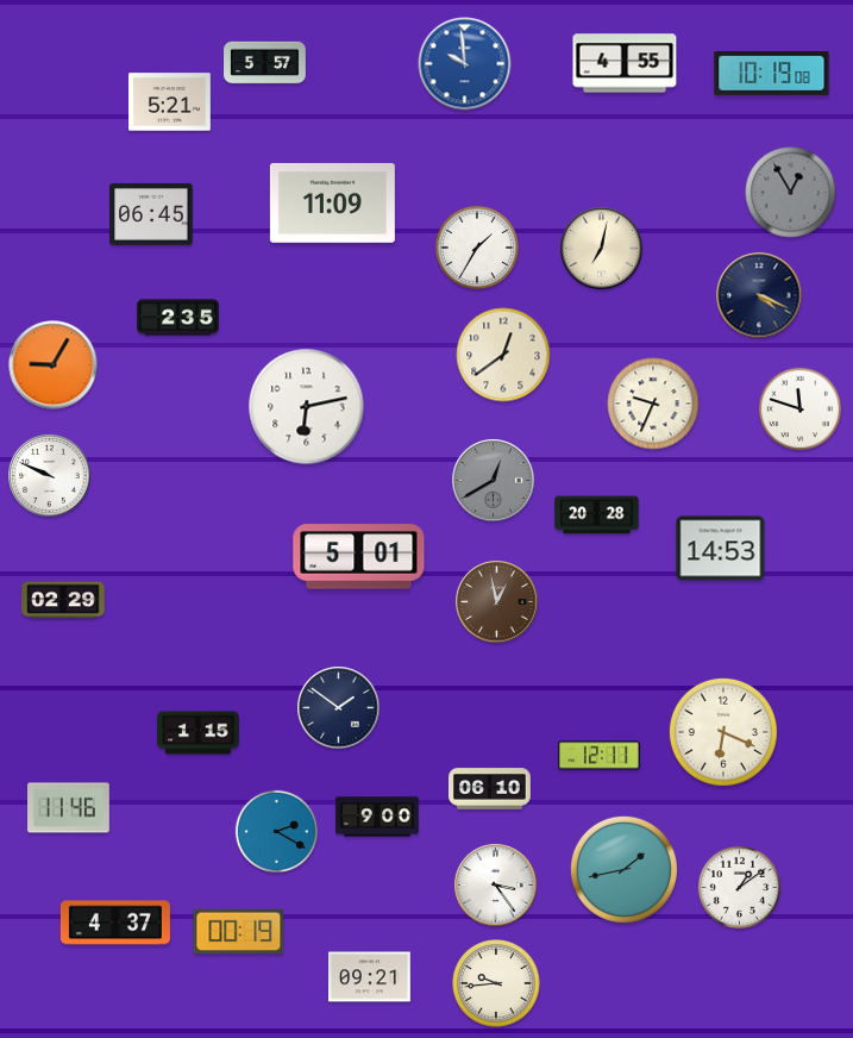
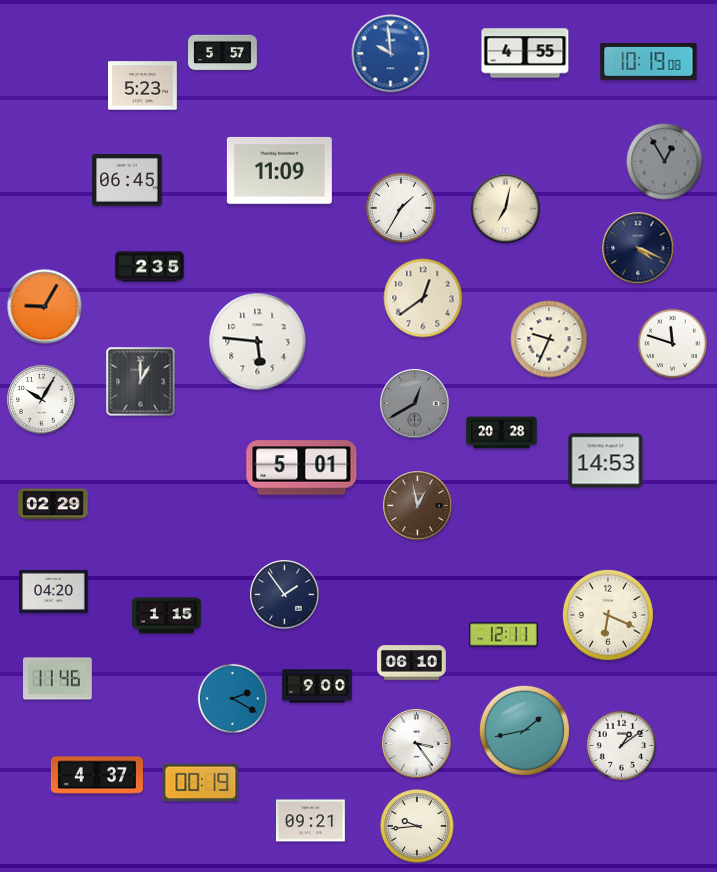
clock at (170, 102): 5:21 -> 5:23
clock at (307, 407): 6:13 -> 5:46
clock at (141, 382): none -> 1:00
clock at (50, 476): 9:49 -> 10:05
clock at (54, 591): none -> 04:20
clock at (339, 708): 1:51 -> 1:54
